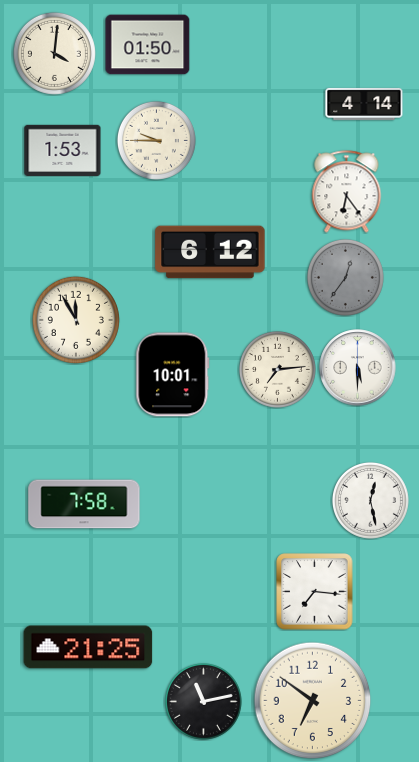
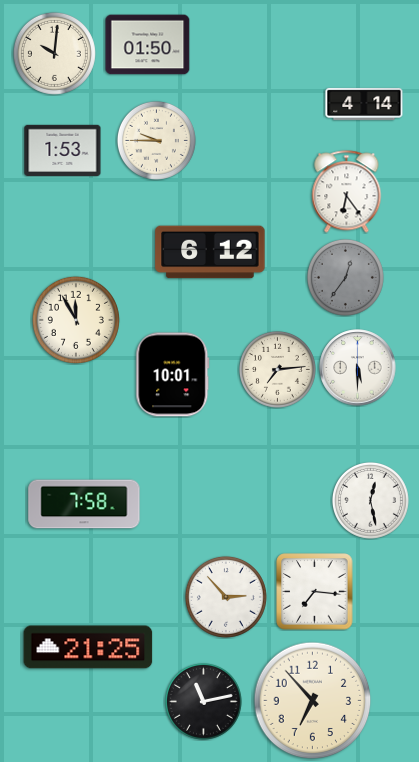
clock at (54, 53): 4:01 -> 10:01
clock at (226, 597): none -> 2:53
clock at (313, 701): 6:51 -> 6:53
